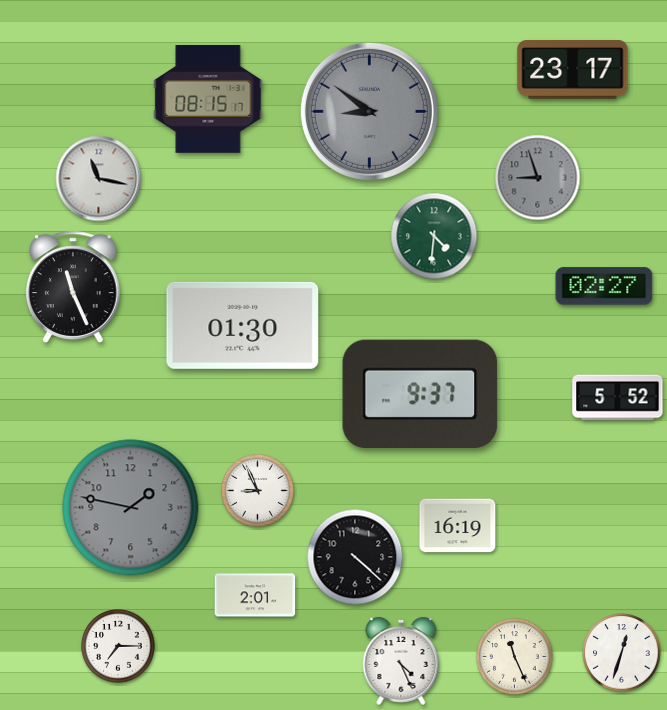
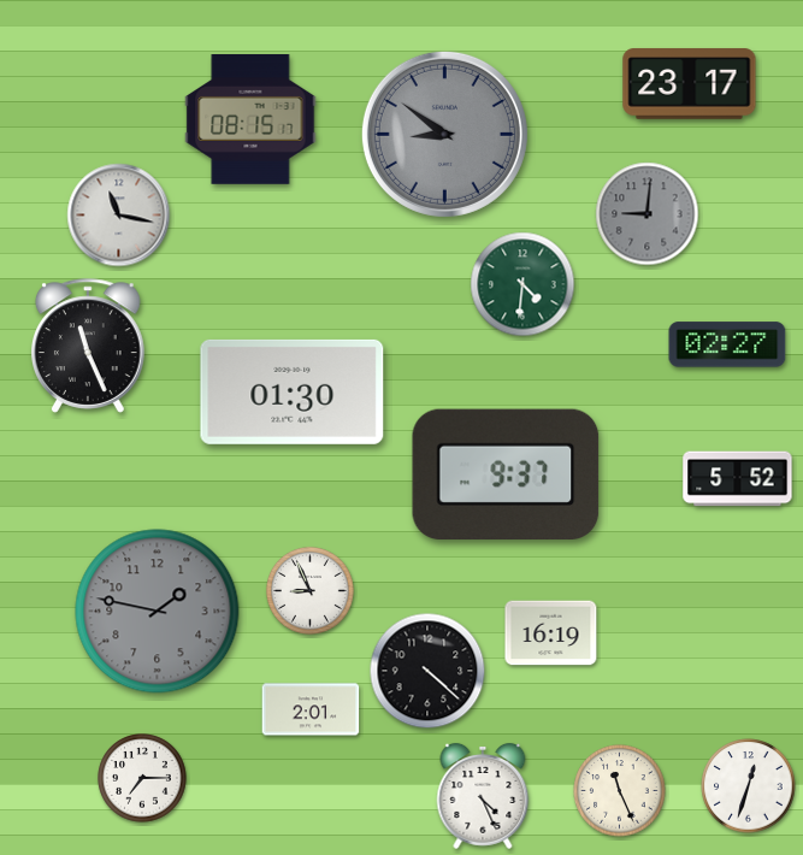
clock at (538, 178): 8:57 -> 9:01
clock at (618, 398) position: (618, 398) -> (738, 479)
clock at (255, 595) position: (255, 595) -> (311, 709)
